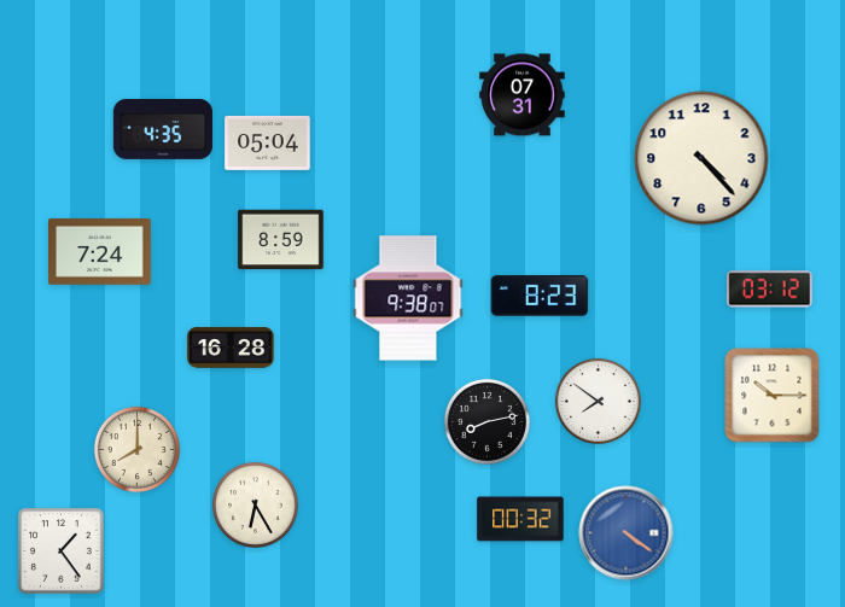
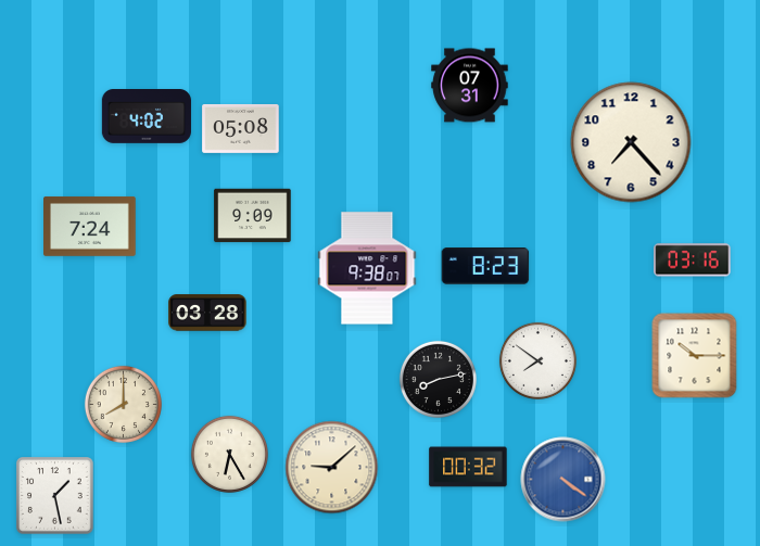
clock at (163, 130): 4:35 -> 4:02
clock at (268, 142): 05:04 -> 05:08
clock at (701, 158): 4:23 -> 7:23
clock at (281, 240): 8:59 -> 9:09
clock at (770, 290): 03:12 -> 03:16
clock at (231, 348): 16:28 -> 03:28
clock at (332, 468): none -> 9:08
clock at (62, 551): 1:24 -> 1:28
